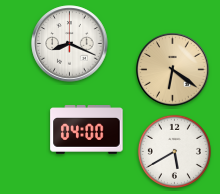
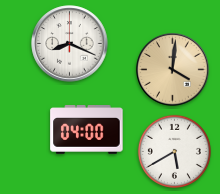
clock at (173, 70): 6:21 -> 4:01
